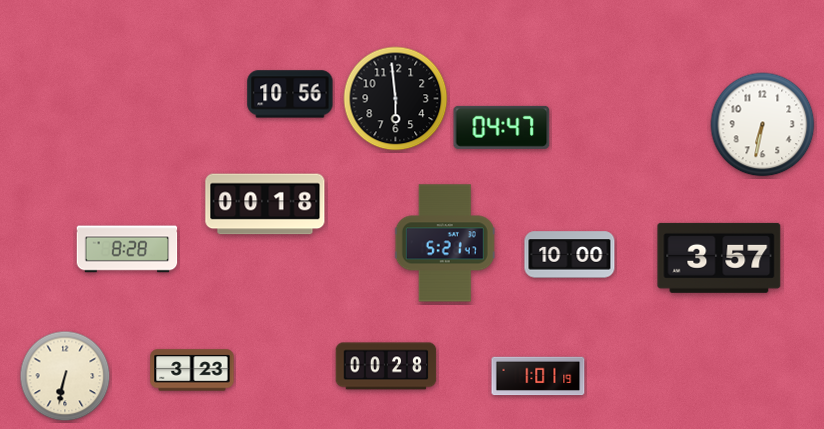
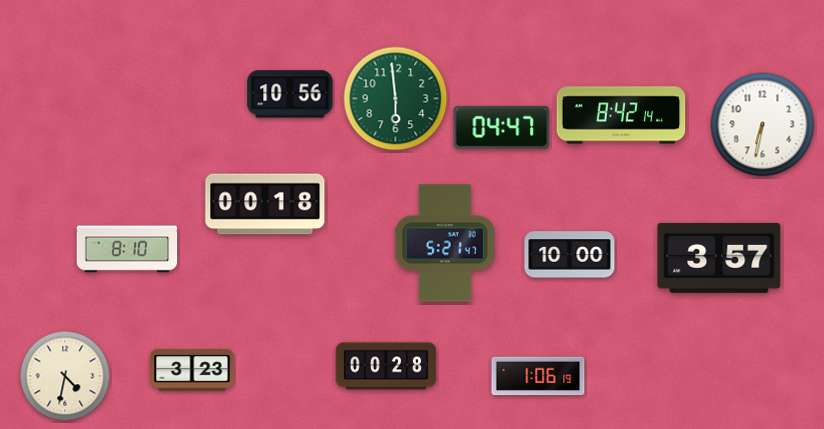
clock at (396, 99) dial: black -> green
clock at (621, 115): none -> 8:42
clock at (127, 249): 8:28 -> 8:10
clock at (65, 376): 6:32 -> 4:32
clock at (538, 376): 1:01 -> 1:06
